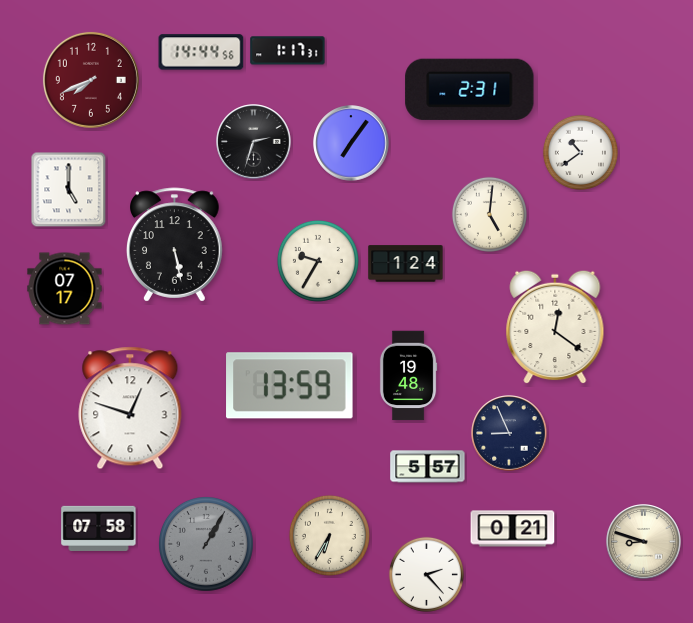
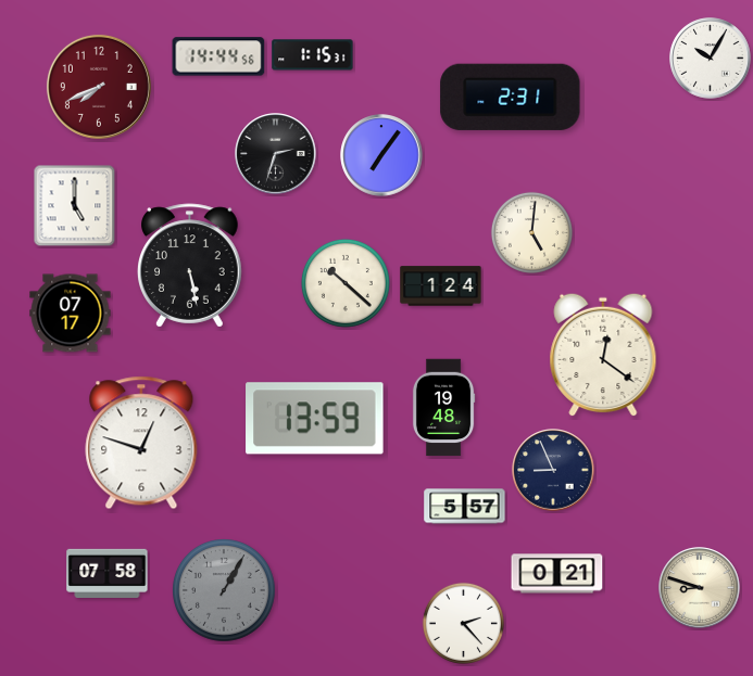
clock at (288, 51): 1:17 -> 1:15
clock at (711, 59): none -> 10:05
clock at (580, 152): 10:39 -> none
clock at (318, 261): 9:35 -> 10:22
clock at (329, 535): 6:35 -> none
